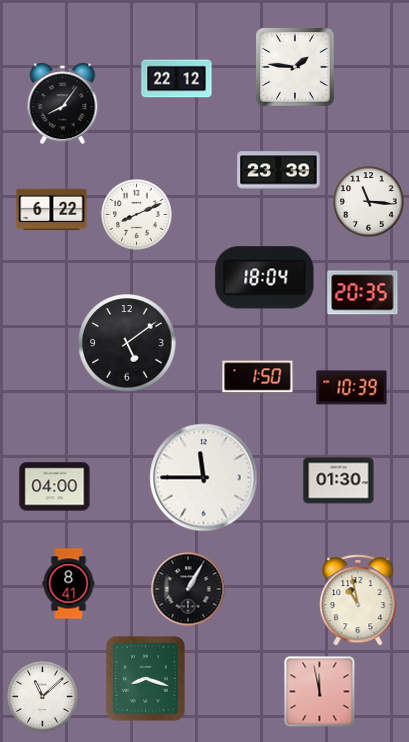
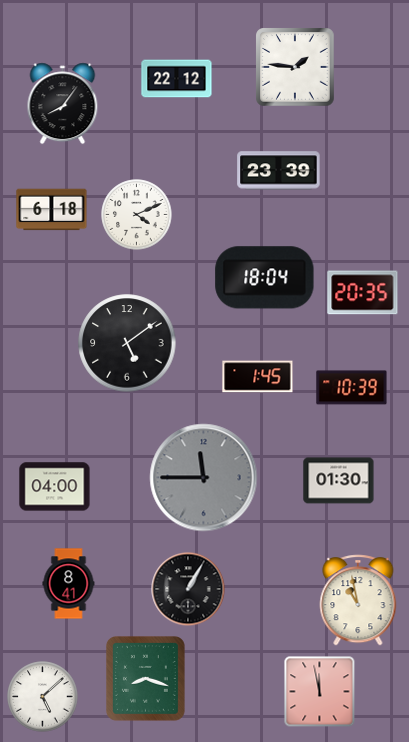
clock at (369, 202): 11:16 -> none
clock at (52, 210): 6:22 -> 6:18
clock at (137, 215): 8:11 -> 4:11
clock at (258, 377): 1:50 -> 1:45
clock at (204, 478) dial: white -> grey
clock at (43, 697): 11:08 -> 5:08
